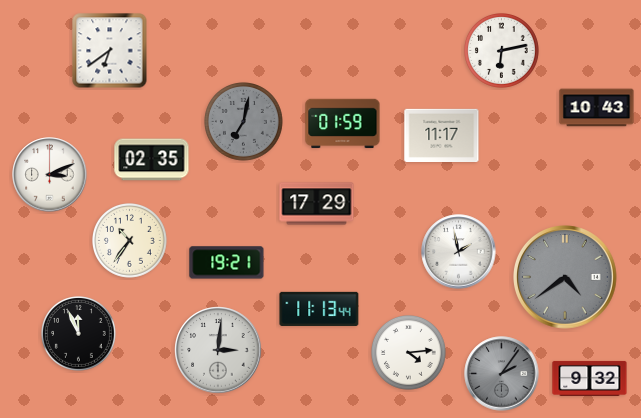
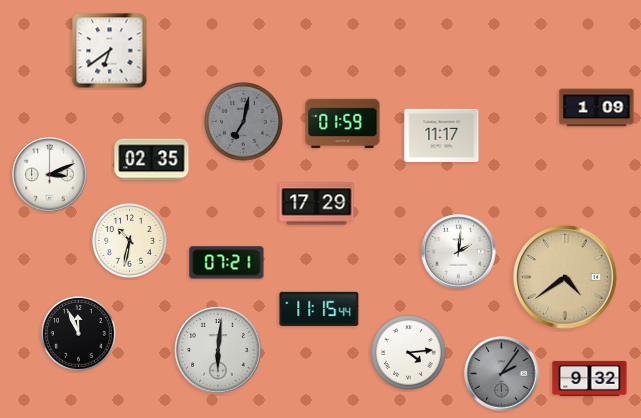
clock at (502, 51): 6:13 -> none
clock at (597, 108): 10:43 -> 1:09
clock at (130, 241): 10:36 -> 10:32
clock at (459, 252): 1:58 -> 2:01
clock at (227, 263): 19:21 -> 07:21
clock at (566, 278) dial: grey -> champagne
clock at (319, 309): 11:13 -> 11:15
clock at (218, 350): 3:01 -> 6:01
